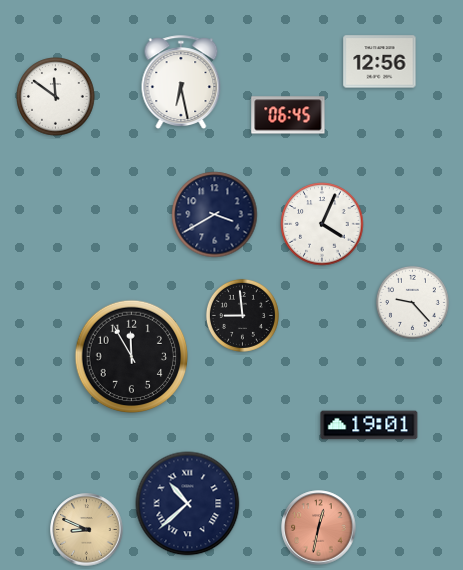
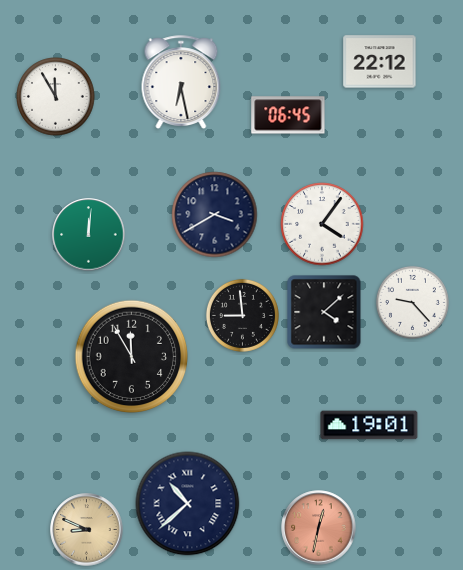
clock at (380, 62): 12:56 -> 22:12
clock at (56, 97): 11:51 -> 11:55
clock at (322, 224): 4:04 -> 4:06
clock at (89, 235): none -> 12:01
clock at (324, 312): none -> 4:08
